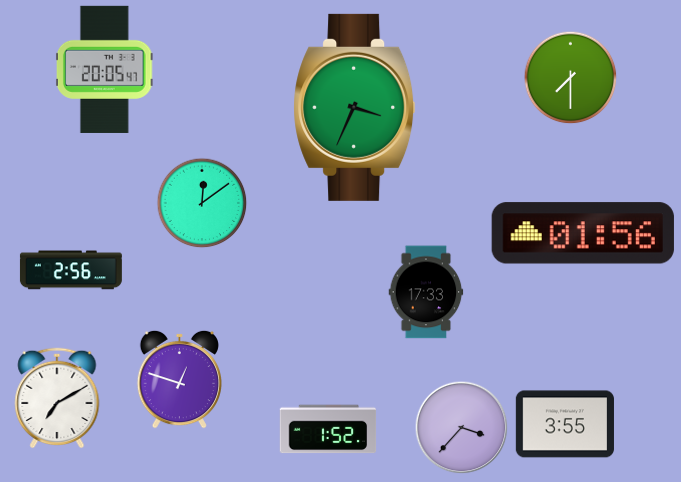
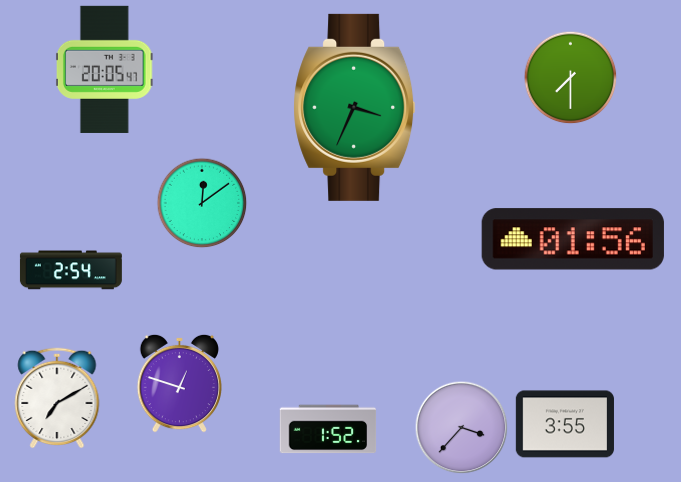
clock at (583, 233) position: (583, 233) -> (573, 239)
clock at (71, 270): 2:56 -> 2:54
clock at (426, 292): 17:33 -> none
clock at (179, 379) position: (179, 379) -> (179, 383)
